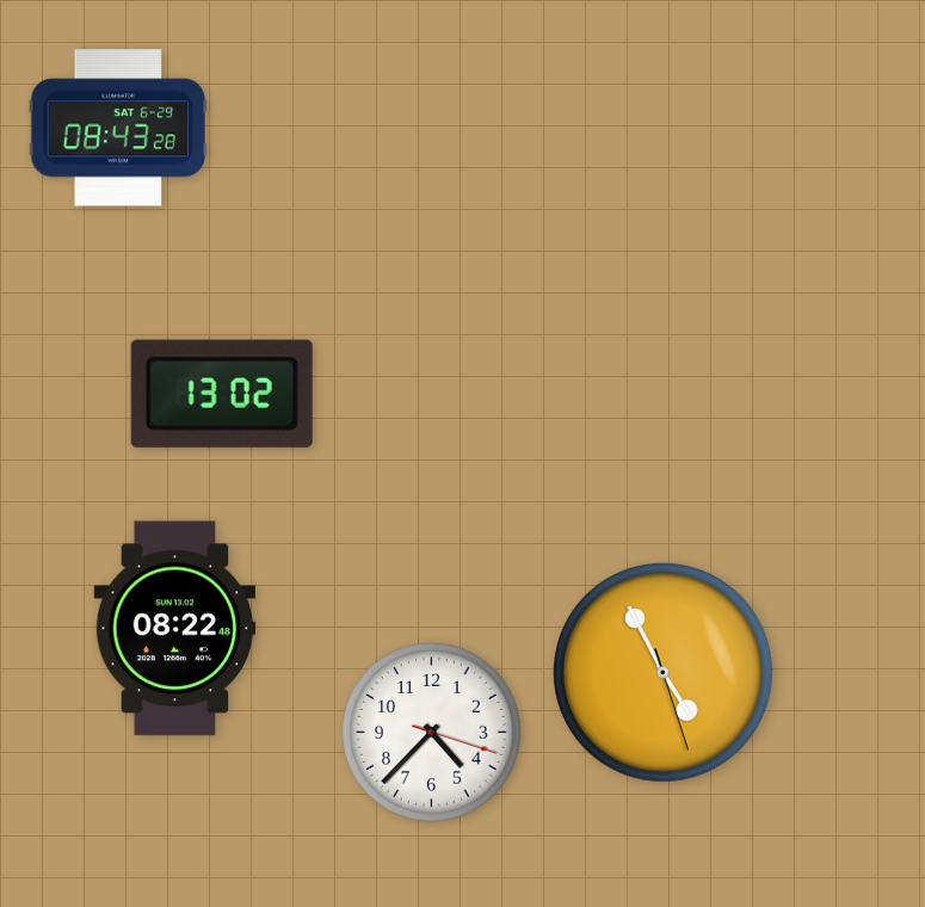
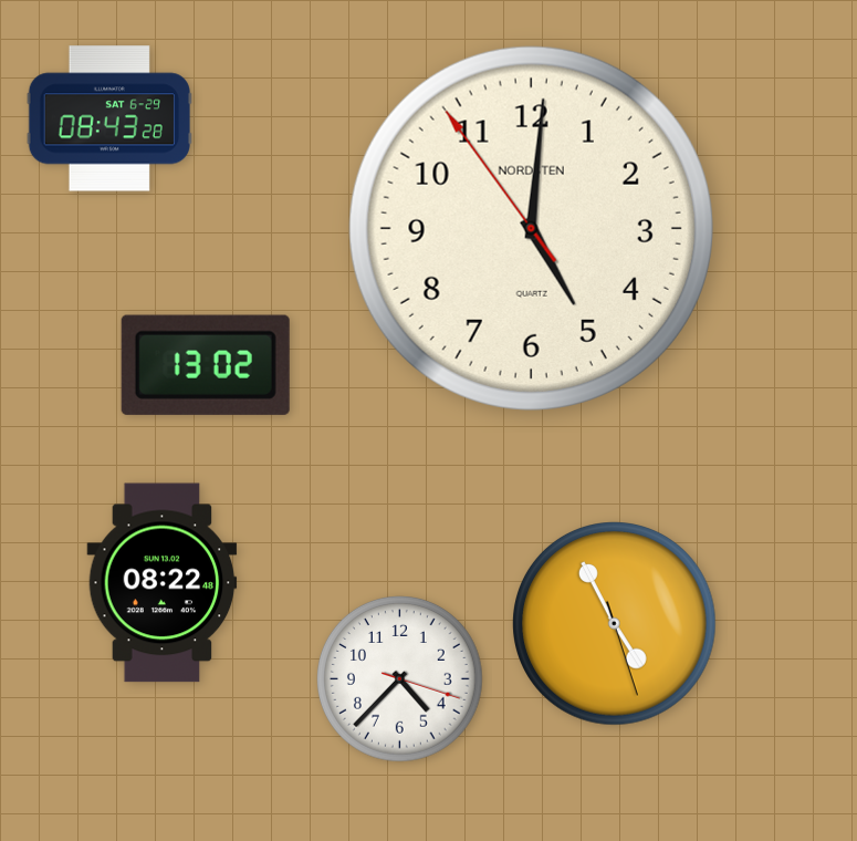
clock at (531, 228): none -> 5:00
